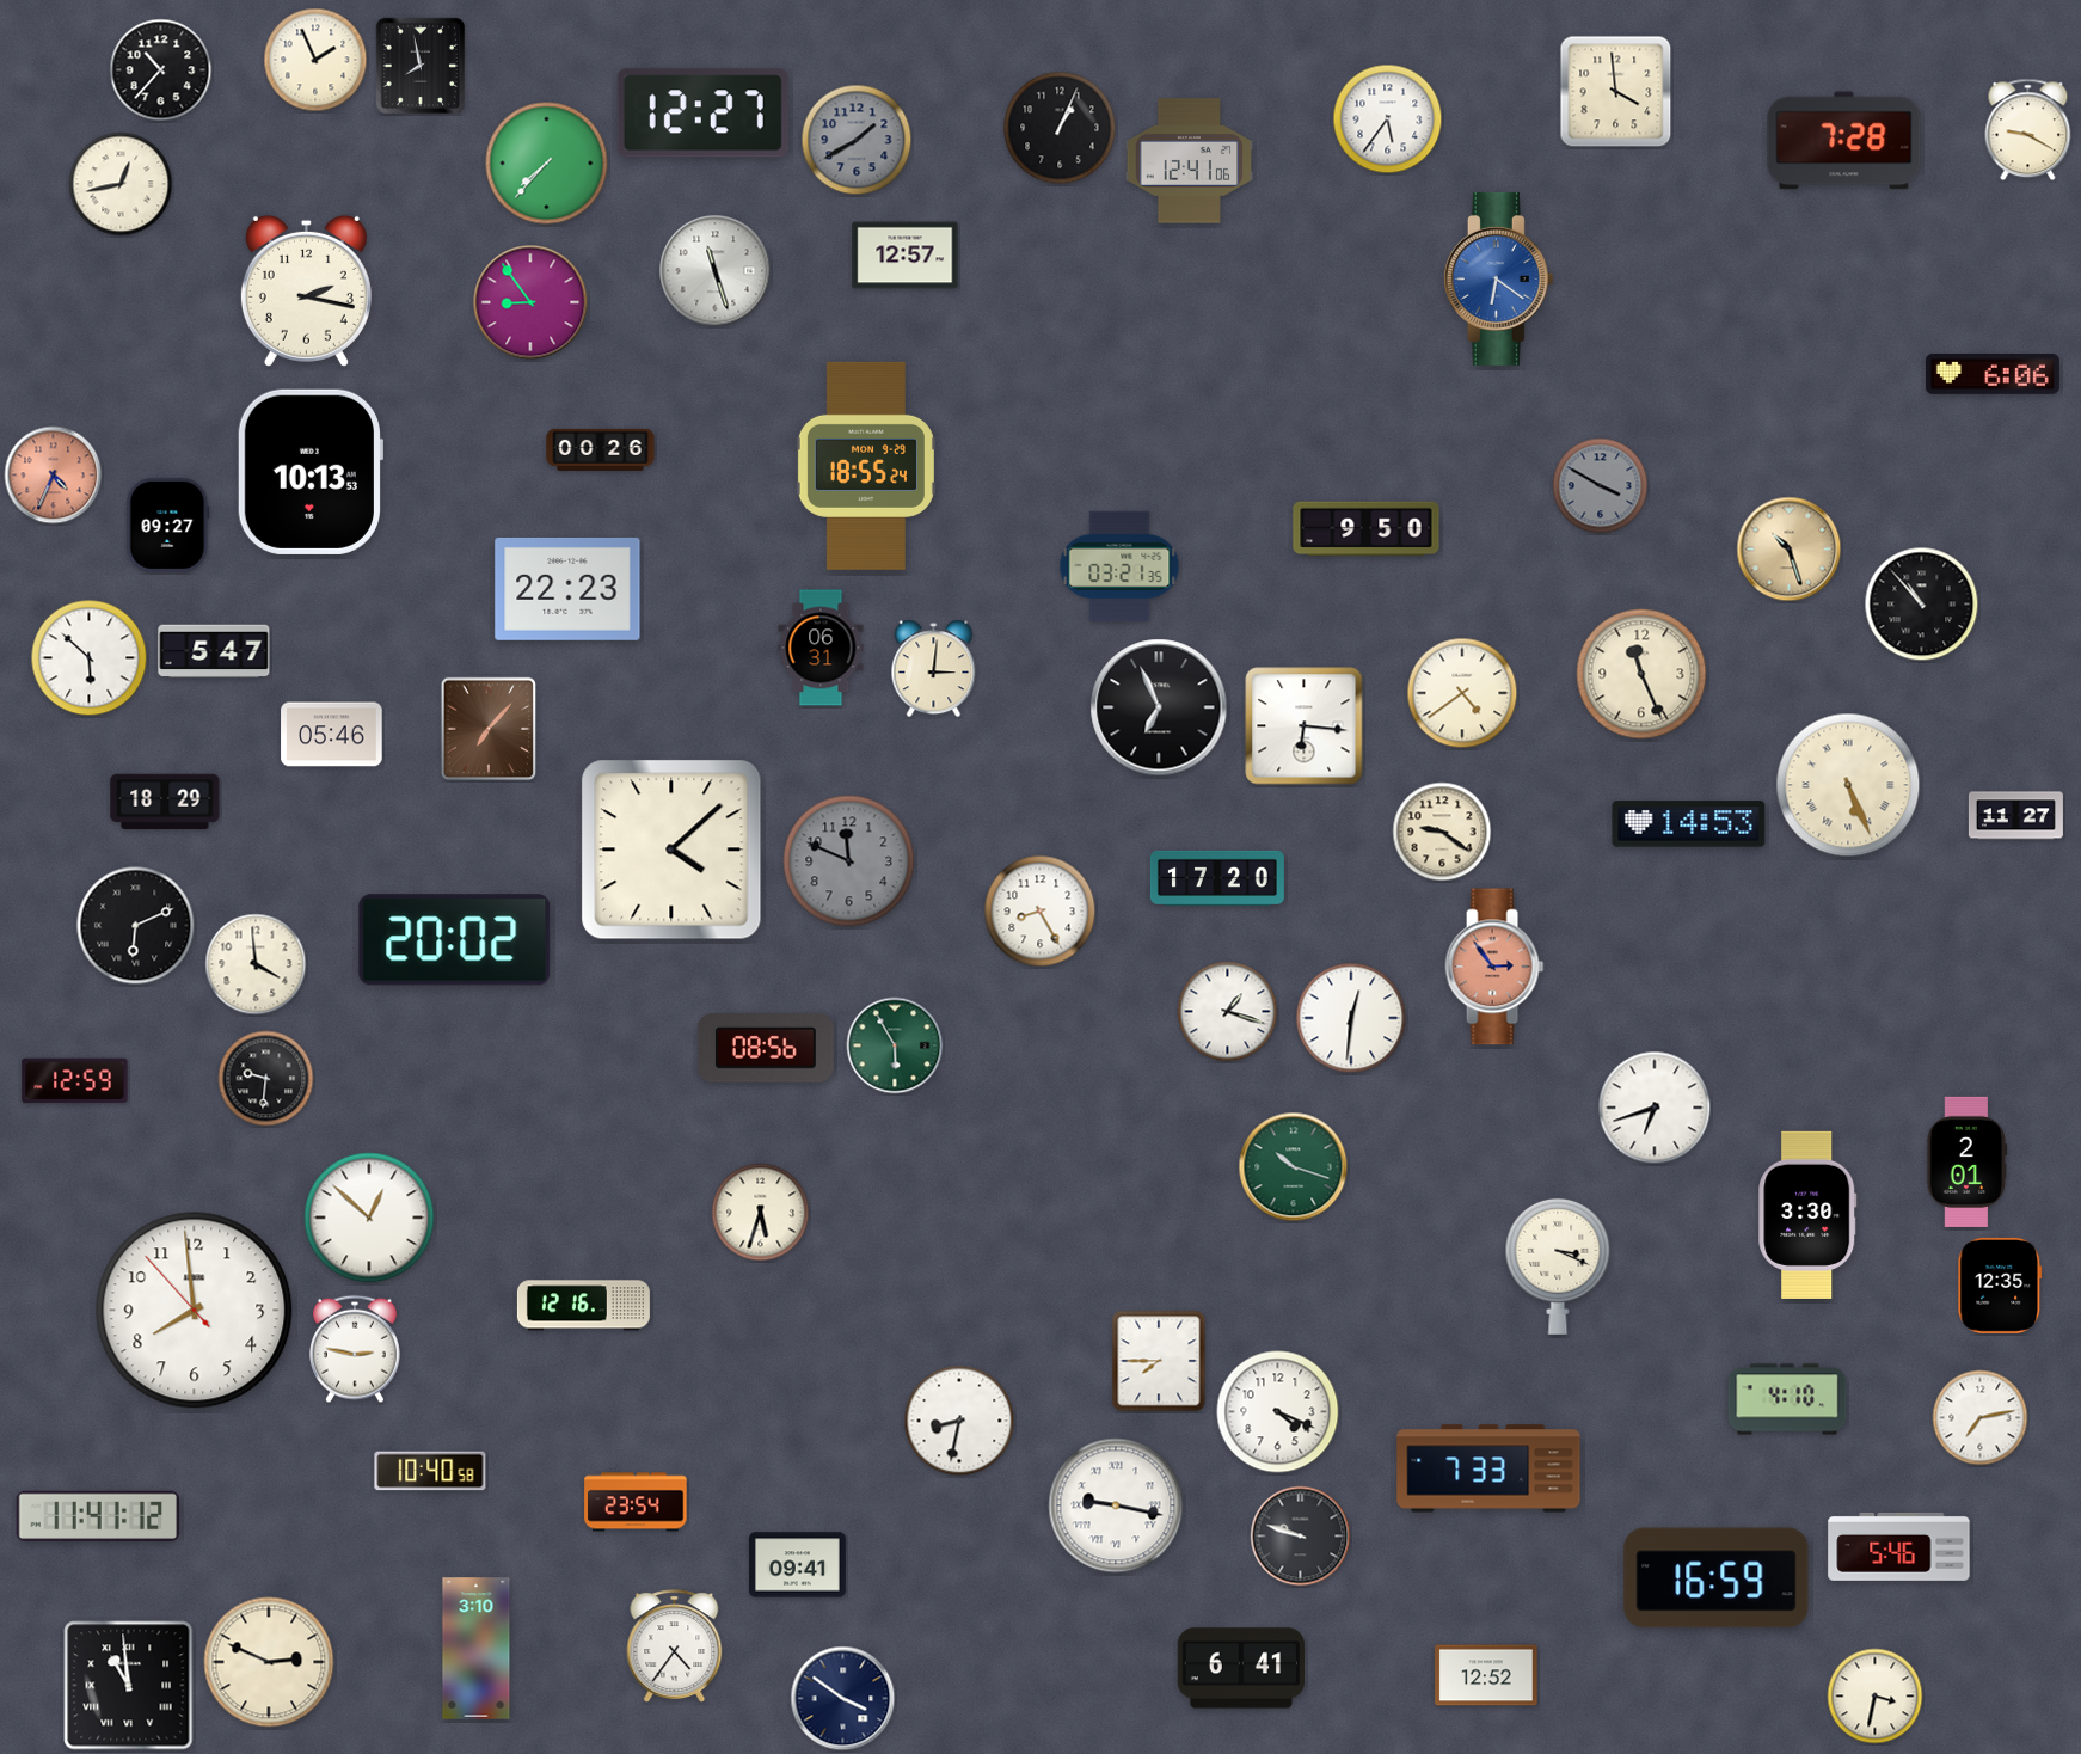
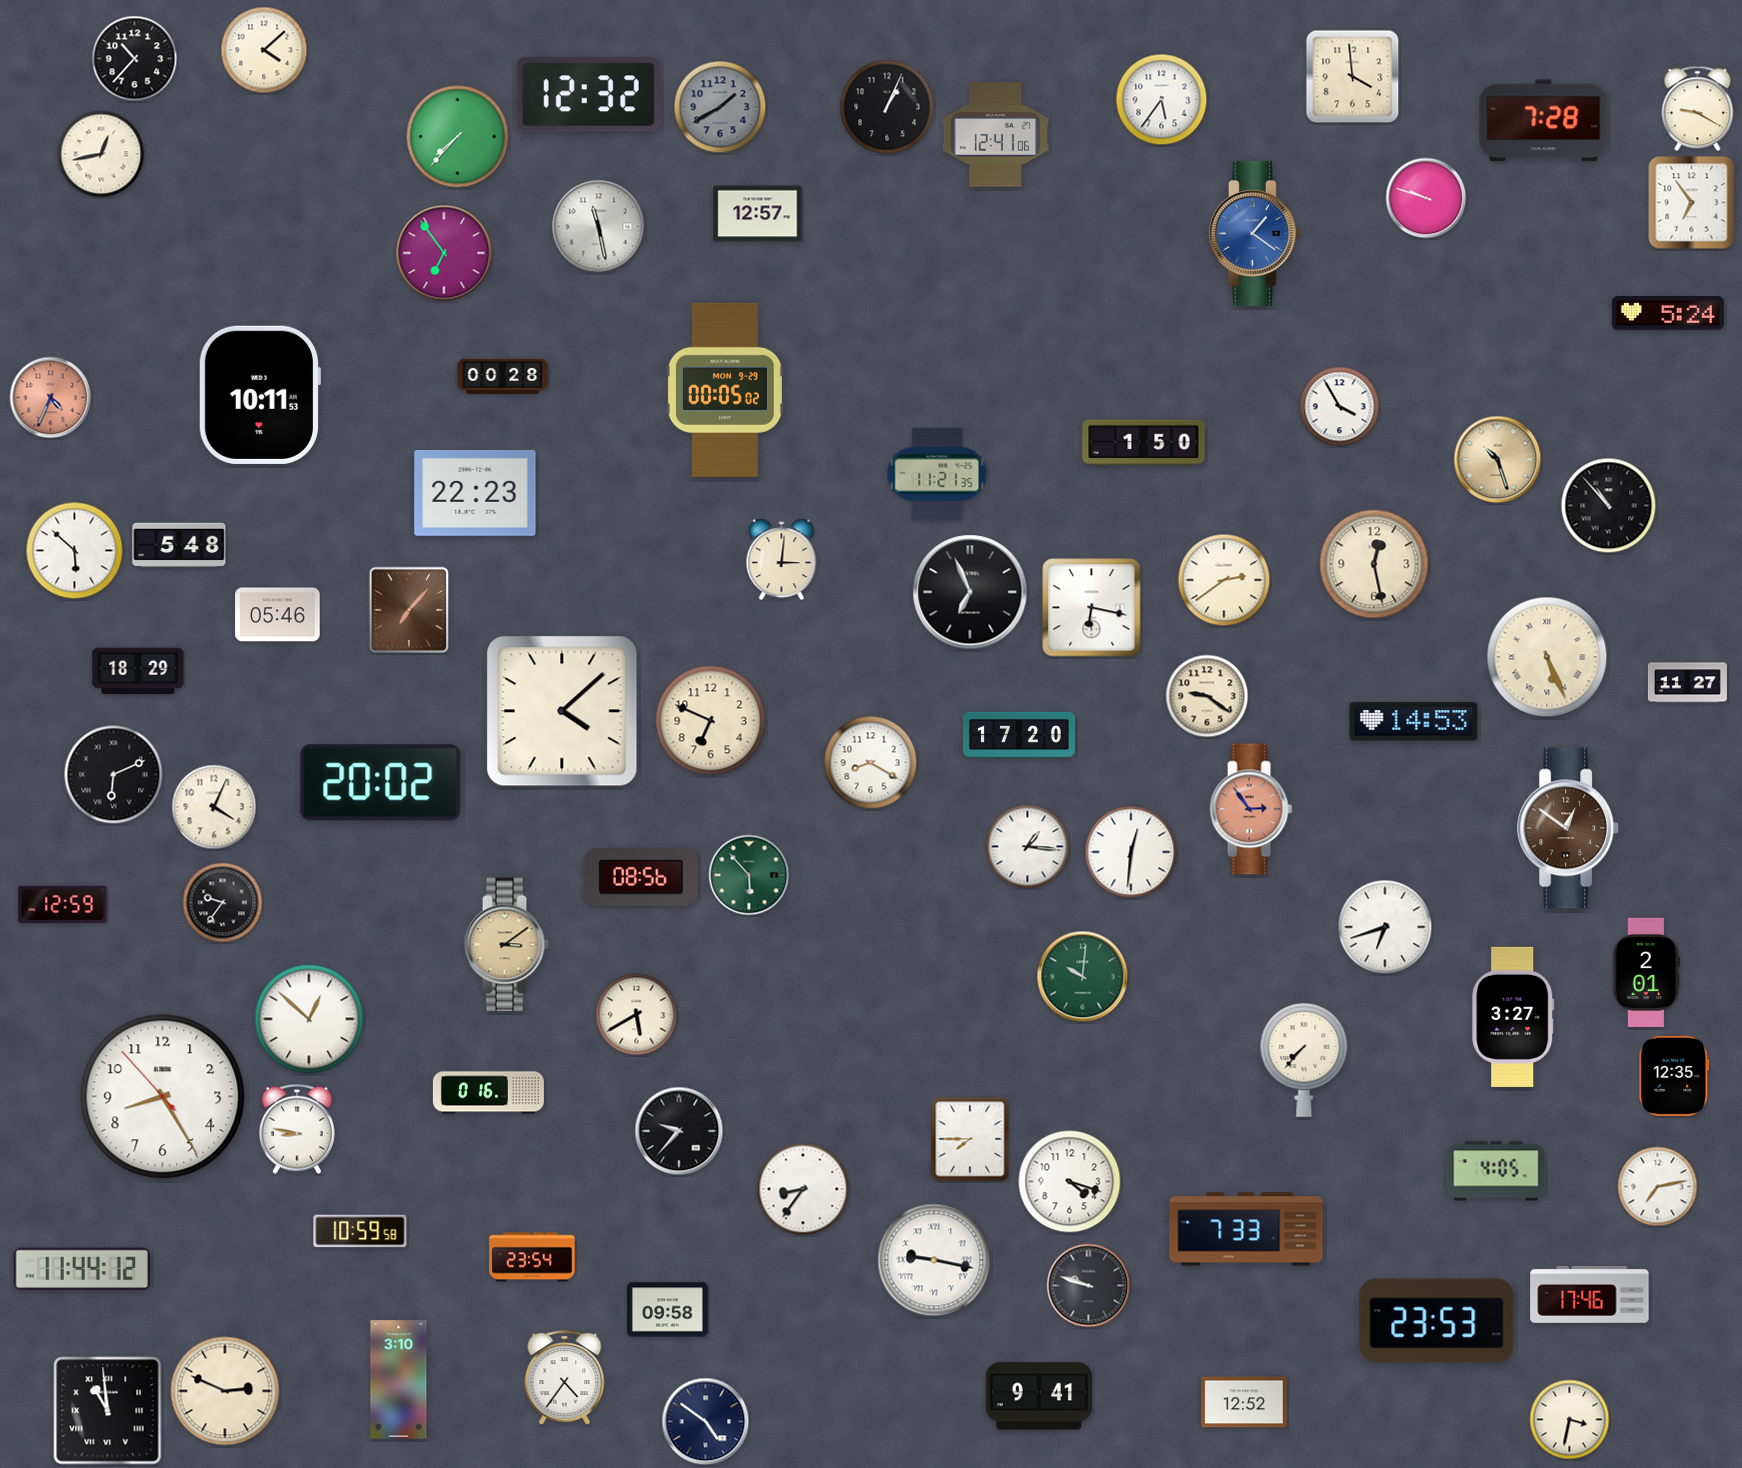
clock at (315, 60): 1:56 -> 4:08
clock at (421, 66): 7:58 -> none
clock at (702, 114): 12:27 -> 12:32
clock at (857, 140) position: (857, 140) -> (720, 107)
clock at (1844, 141) position: (1844, 141) -> (1544, 121)
clock at (1426, 198): none -> 9:48
clock at (1692, 203): none -> 6:54
clock at (716, 271): 11:27 -> 11:28
clock at (1498, 278): 6:21 -> 1:21
clock at (306, 290): 2:17 -> none
clock at (530, 302): 8:54 -> 6:54
clock at (1993, 375): 6:06 -> 5:24
clock at (601, 449): 00:26 -> 00:28
clock at (866, 466): 18:55 -> 00:05
clock at (309, 472): 10:13 -> 10:11
clock at (54, 476) position: (54, 476) -> (51, 398)
clock at (1601, 486): 3:50 -> 3:55
clock at (1601, 486) dial: grey -> white
clock at (168, 525): 09:27 -> none
clock at (1367, 529): 9:50 -> 1:50
clock at (1119, 566): 03:21 -> 11:21
clock at (821, 648): 06:31 -> none
clock at (214, 651): 5:47 -> 5:48
clock at (1641, 674): 11:26 -> 12:28
clock at (1462, 693): 4:39 -> 2:39
clock at (1305, 726): 6:16 -> 6:17
clock at (1689, 824) position: (1689, 824) -> (1414, 722)
clock at (849, 861): 11:49 -> 6:49
clock at (849, 861) dial: grey -> cream
clock at (1040, 912): 8:25 -> 8:20
clock at (455, 940) position: (455, 940) -> (381, 783)
clock at (256, 964): 3:59 -> 4:04
clock at (1569, 828): none -> 12:51
clock at (1228, 1012): 1:18 -> 1:16
clock at (895, 1045): 5:55 -> 5:53
clock at (266, 1079): 9:31 -> 9:36
clock at (506, 945): none -> 3:09
clock at (1294, 1167): 10:18 -> 10:01
clock at (761, 1213): 5:33 -> 5:40
clock at (1807, 1215): 3:30 -> 3:27
clock at (1558, 1267): 3:19 -> 7:37
clock at (583, 1306): 12:16 -> 0:16
clock at (195, 1311): 7:58 -> 8:24
clock at (355, 1349): 2:47 -> 8:47
clock at (679, 1131): none -> 9:37
clock at (1787, 1399): 4:10 -> 4:05
clock at (1278, 1412): 4:19 -> 4:18
clock at (959, 1421): 8:32 -> 8:36
clock at (430, 1471): 10:40 -> 10:59
clock at (98, 1516): 11:41 -> 11:44
clock at (1899, 1546): 5:46 -> 17:46
clock at (797, 1565): 09:41 -> 09:58
clock at (1717, 1578): 16:59 -> 23:53
clock at (1240, 1668): 6:41 -> 9:41
clock at (843, 1699): 3:51 -> 4:51
